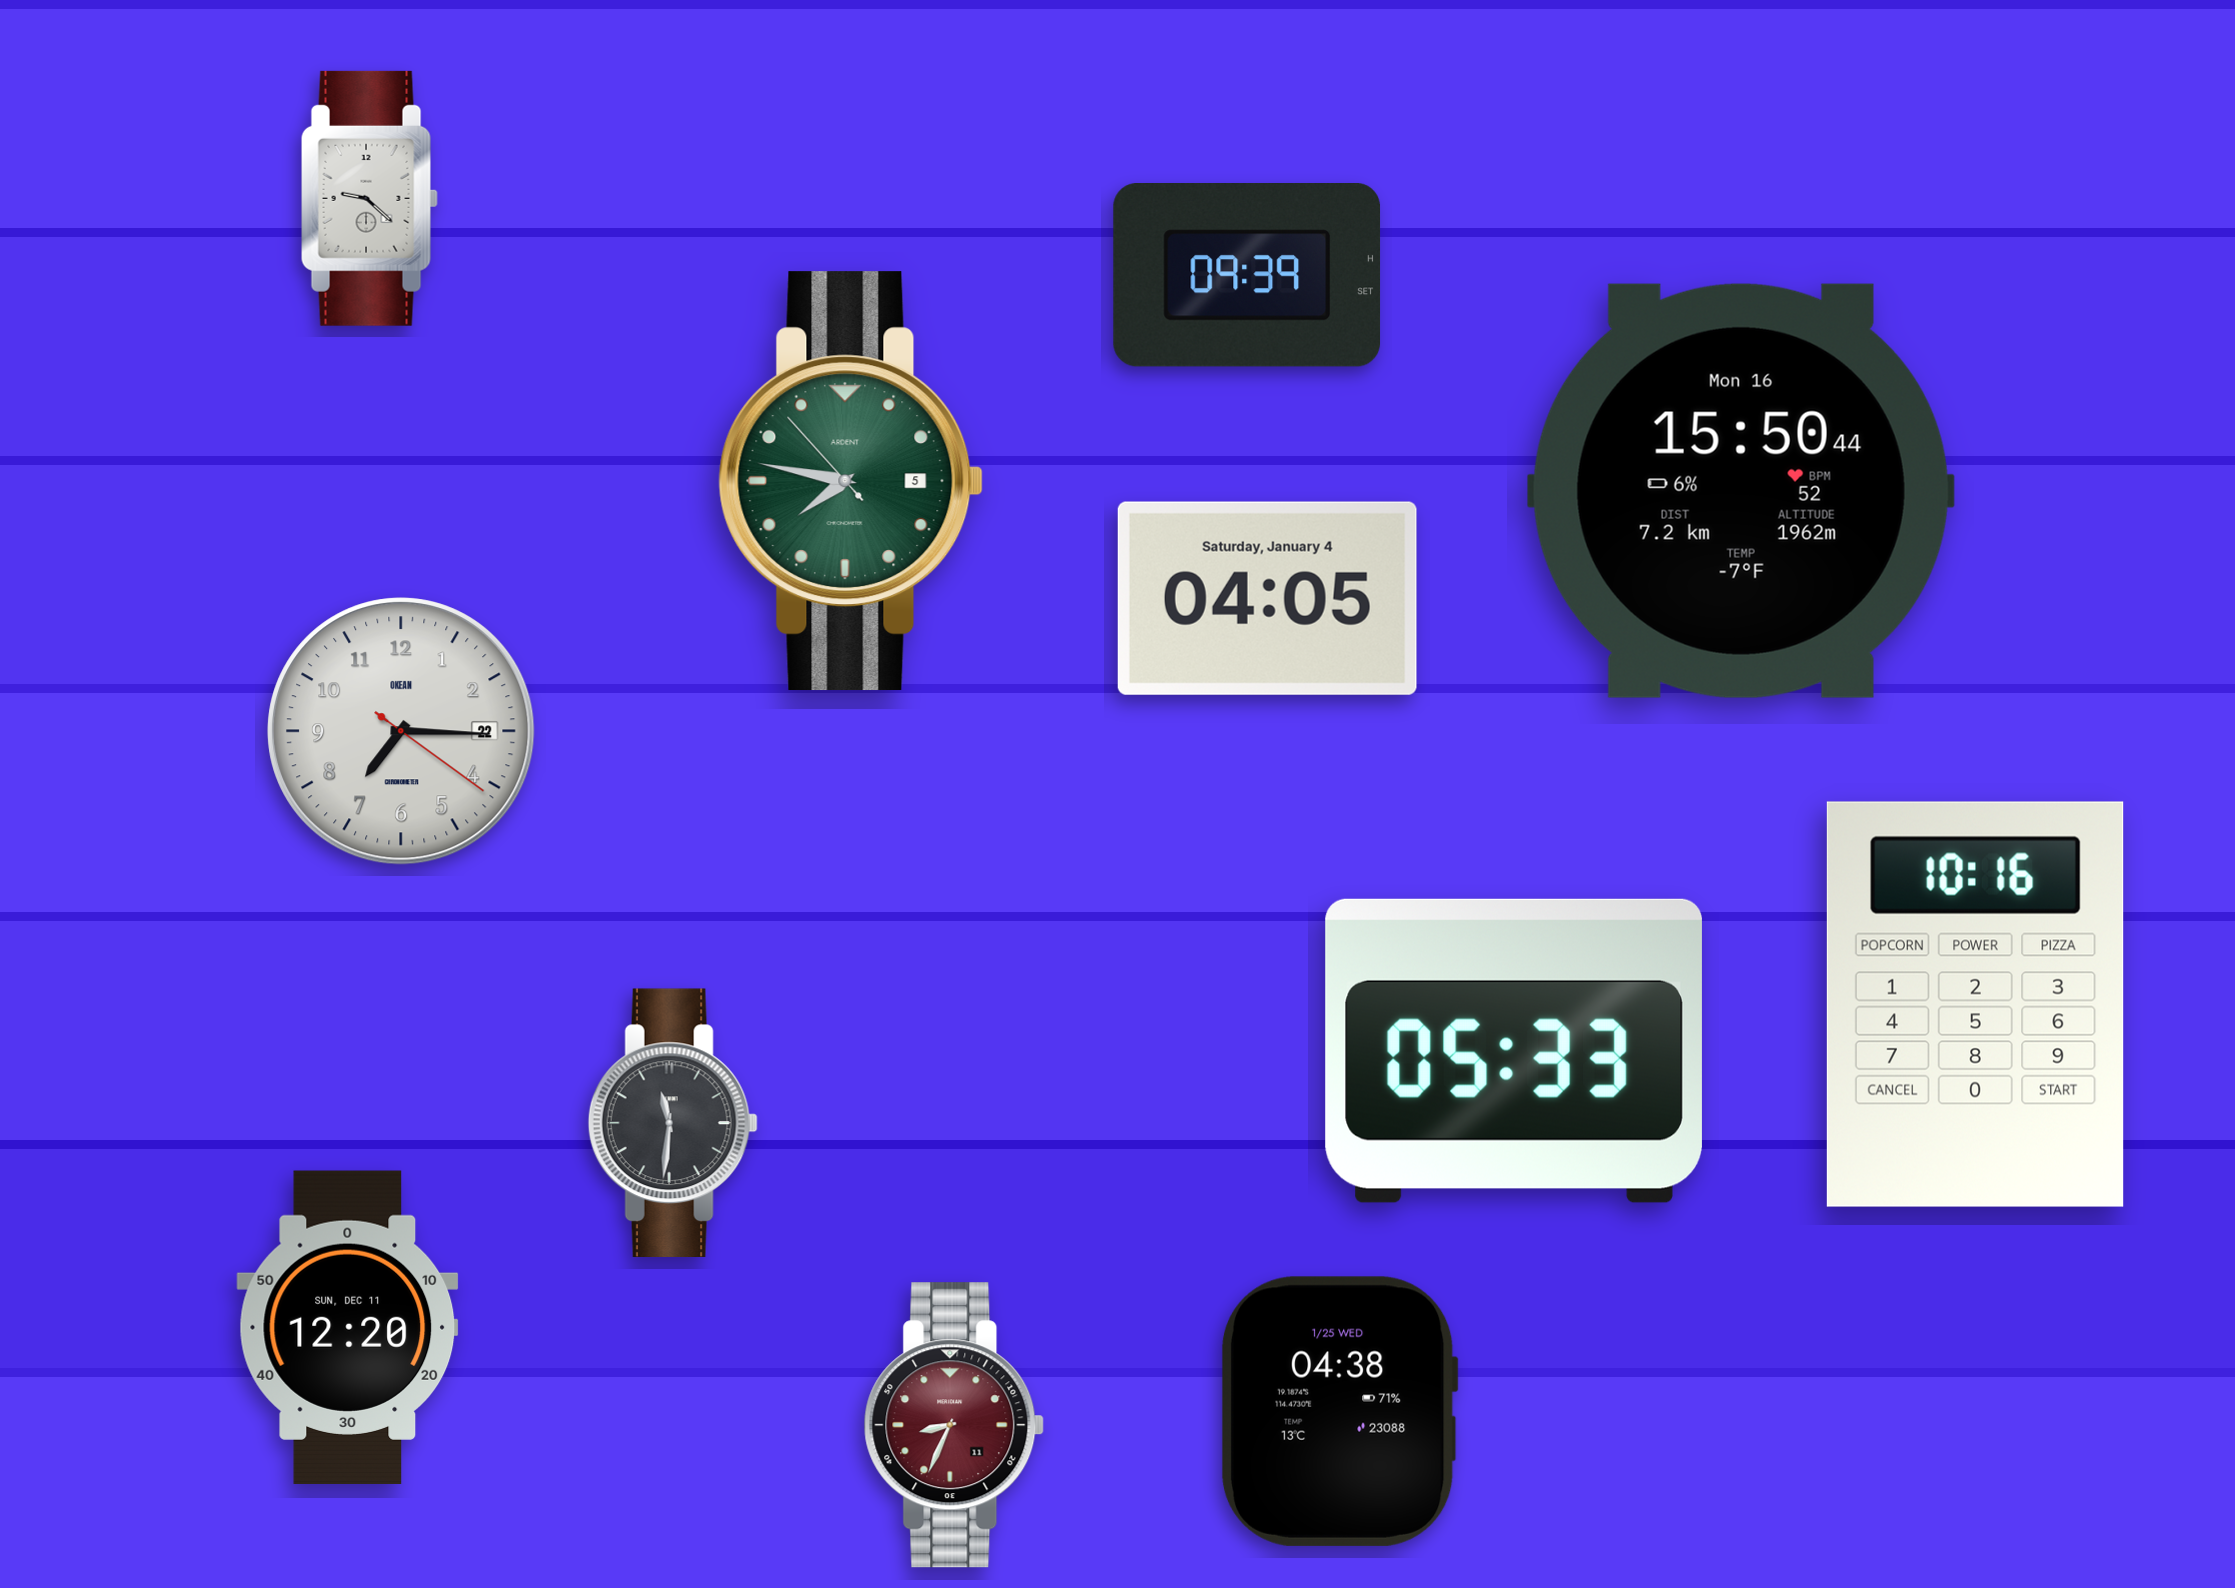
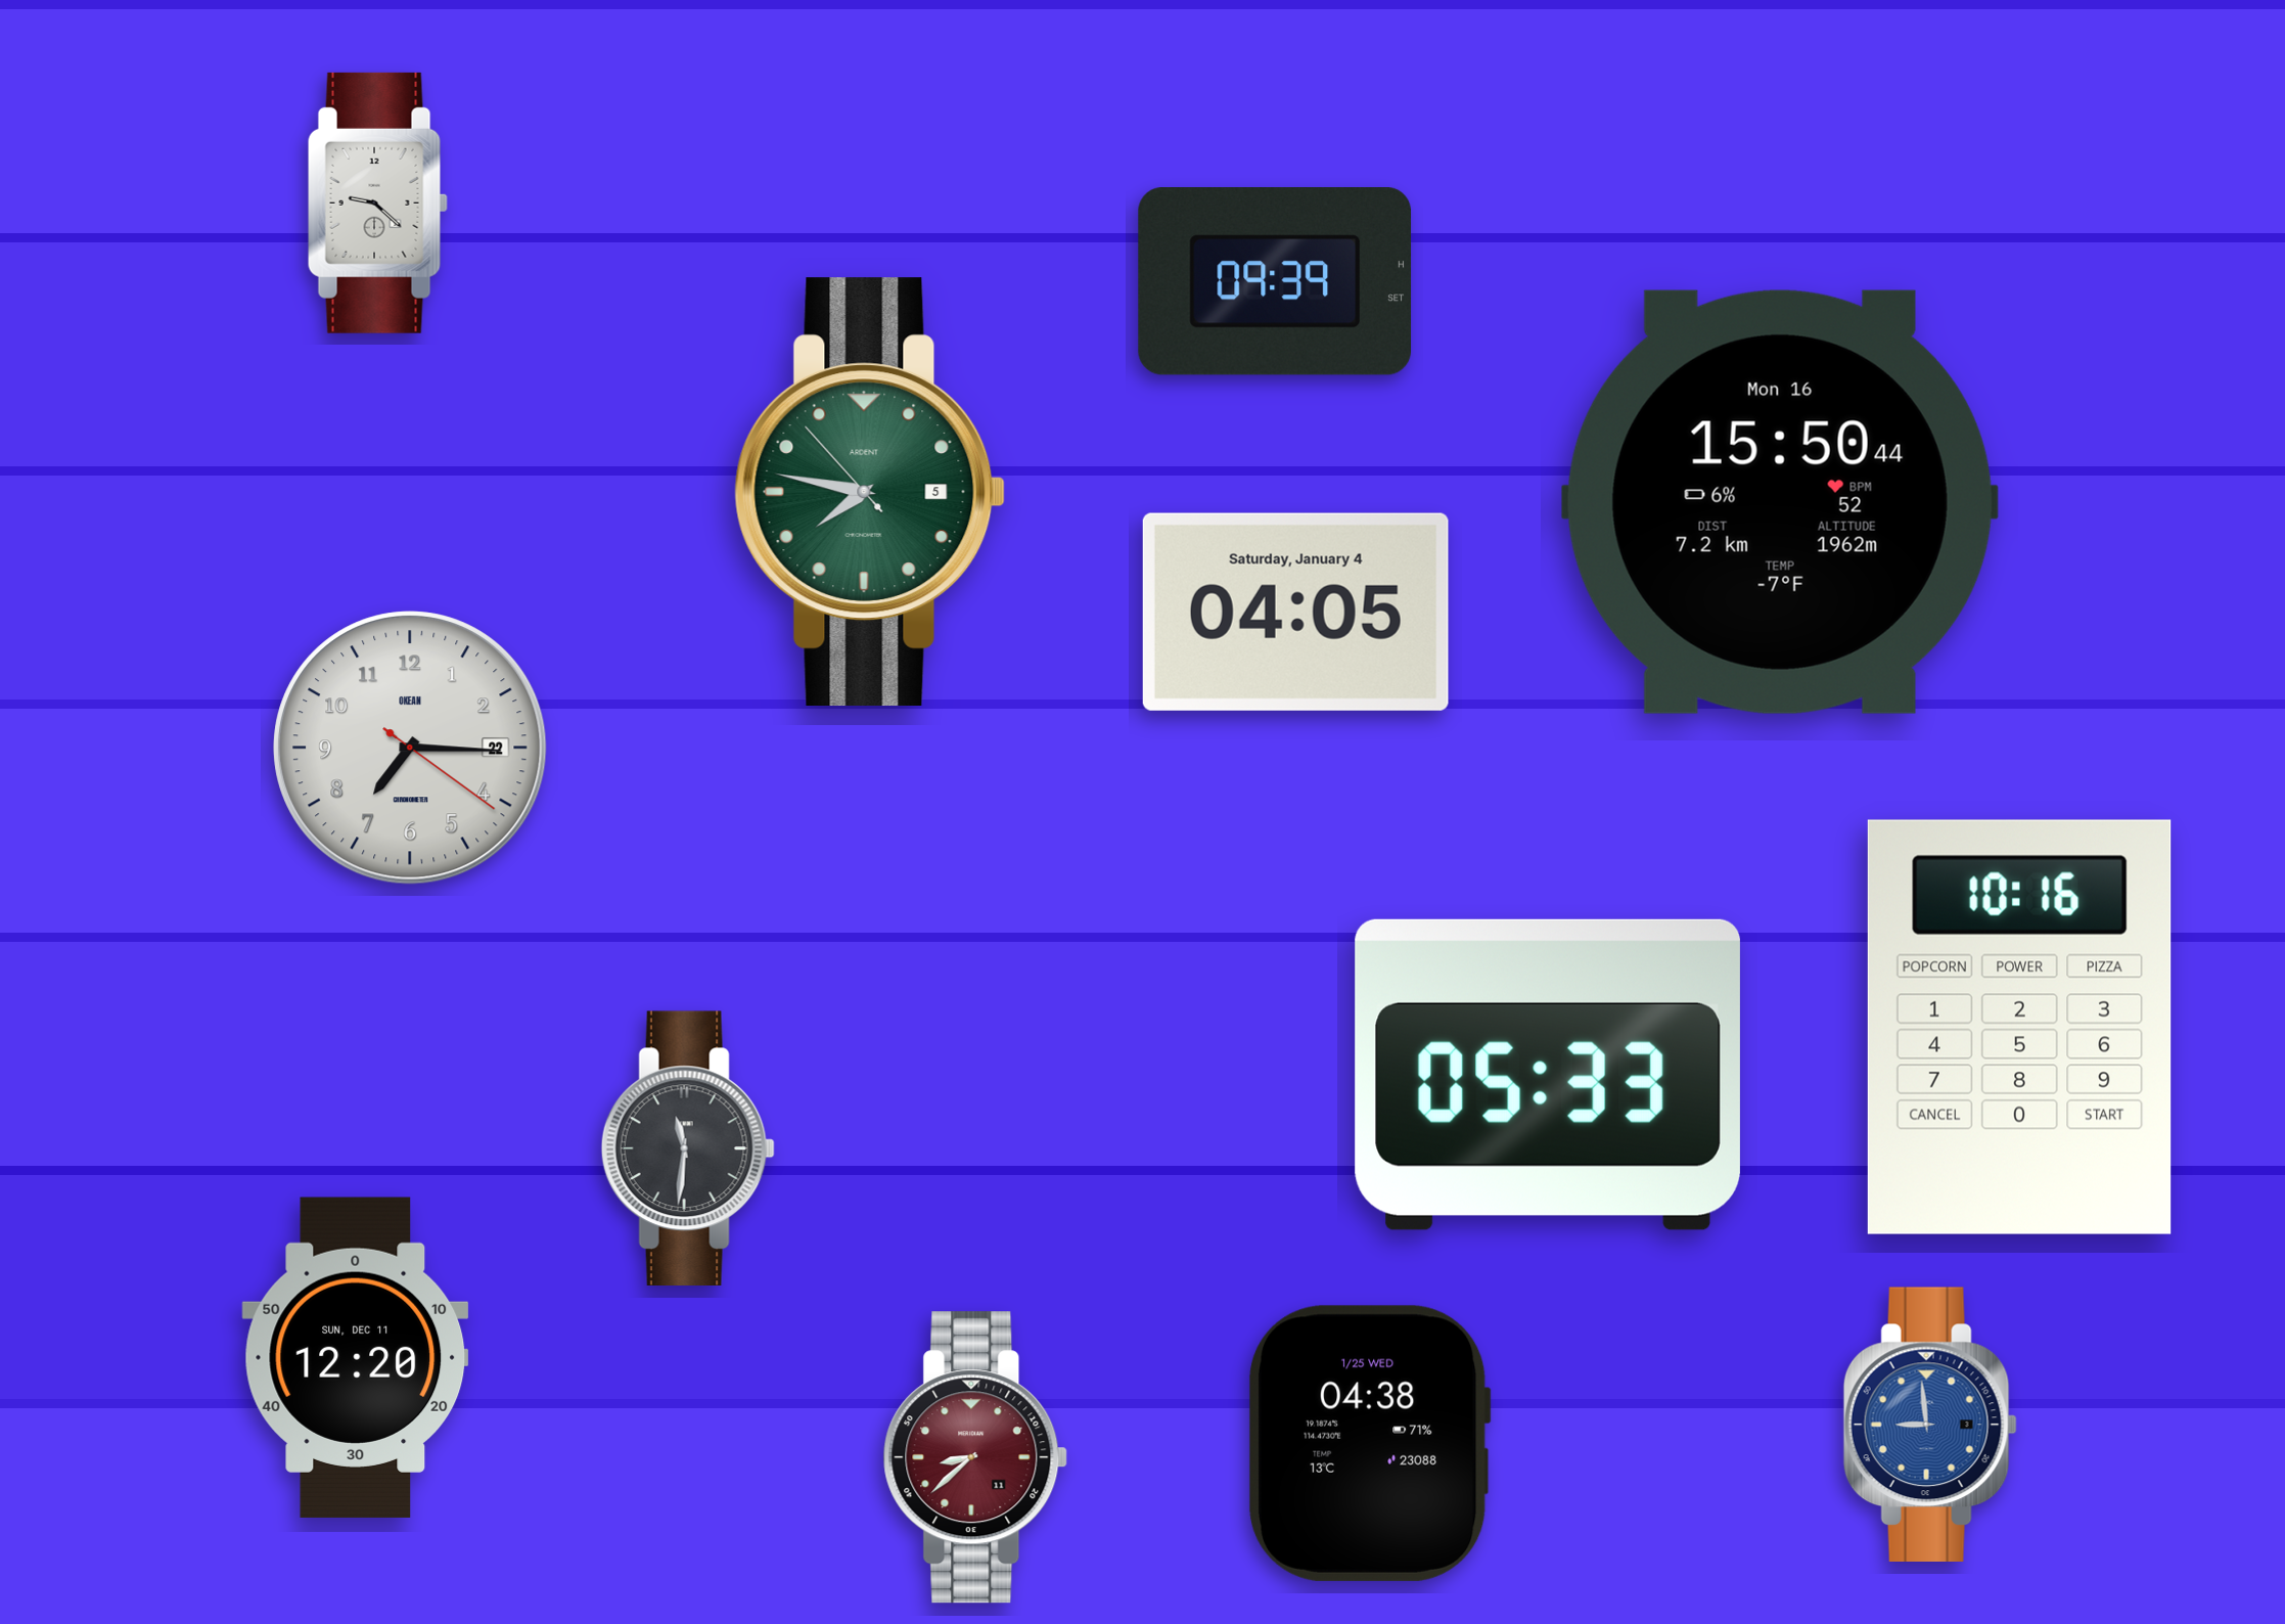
clock at (1930, 1424): none -> 8:59
clock at (954, 1425): 8:34 -> 8:38
